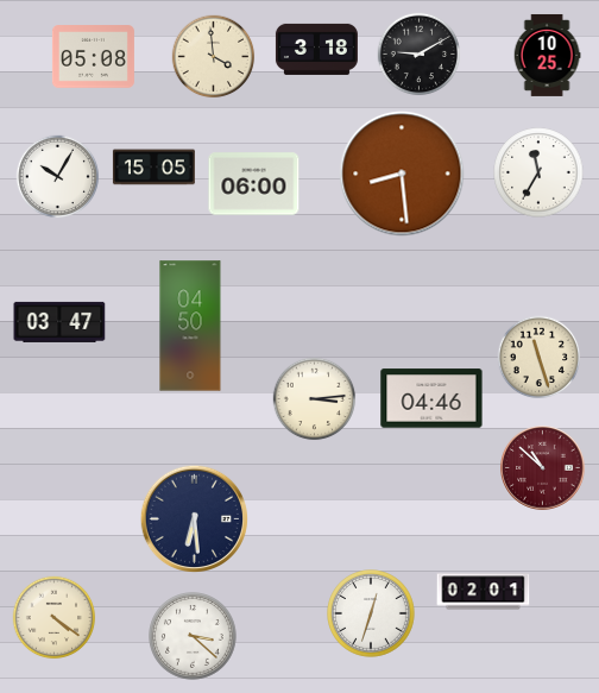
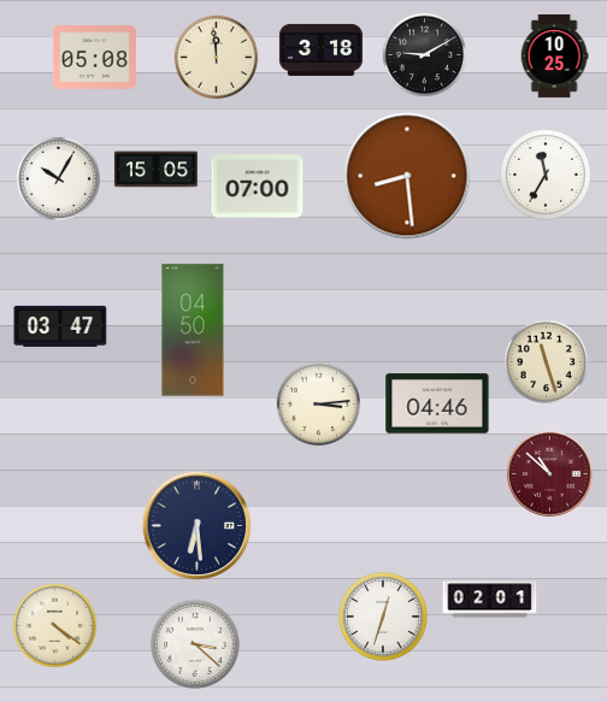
clock at (214, 57): 3:59 -> 11:59
clock at (254, 184): 06:00 -> 07:00
clock at (372, 615) position: (372, 615) -> (384, 618)
